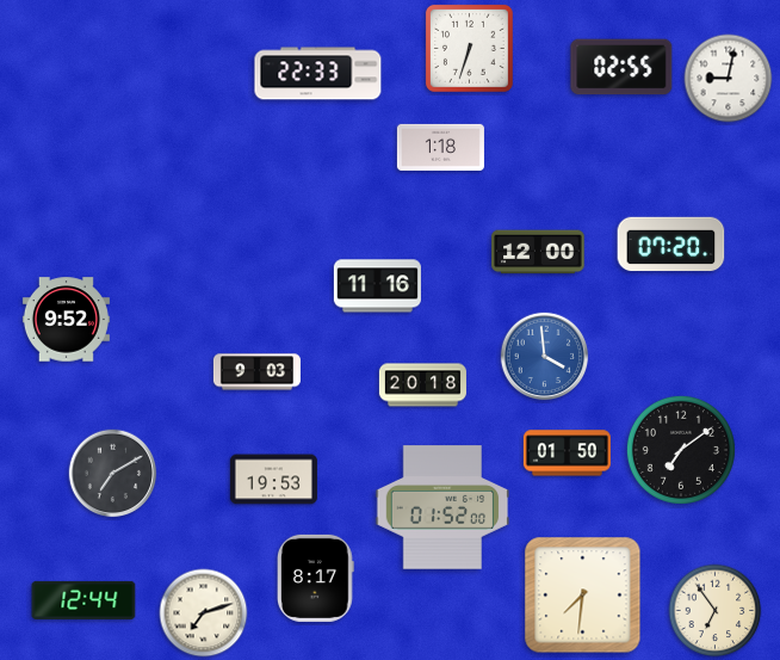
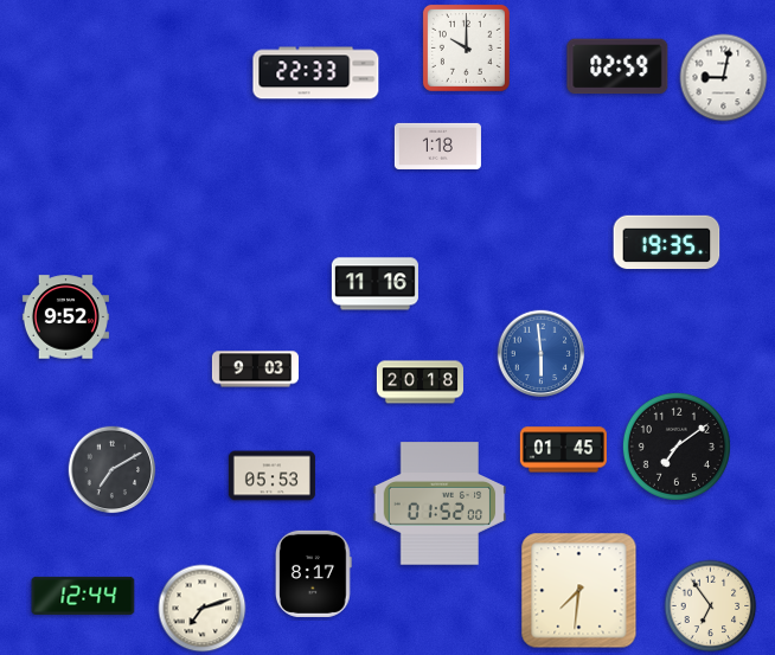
clock at (469, 48): 6:33 -> 10:00
clock at (621, 67): 02:55 -> 02:59
clock at (671, 245): 07:20 -> 19:35
clock at (538, 252): 12:00 -> none
clock at (545, 357): 3:59 -> 5:59
clock at (567, 454): 01:50 -> 01:45
clock at (273, 480): 19:53 -> 05:53
